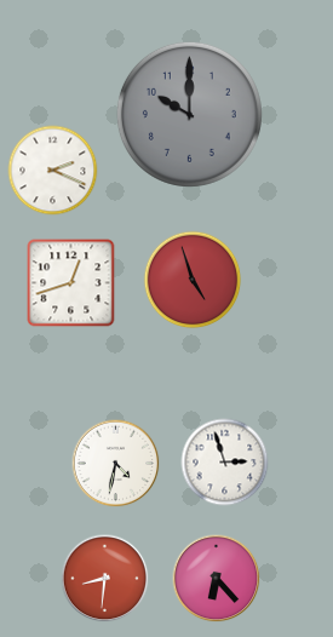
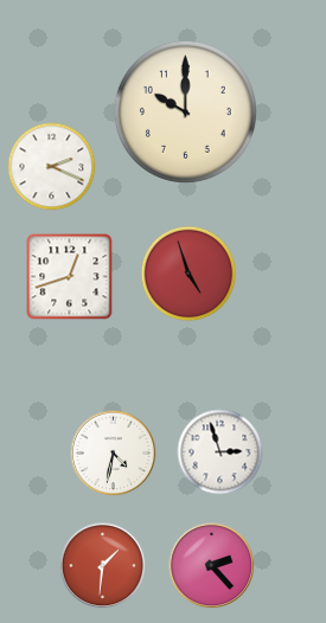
clock at (189, 114) dial: grey -> cream
clock at (105, 579): 8:31 -> 1:31
clock at (217, 579): 6:23 -> 2:23
